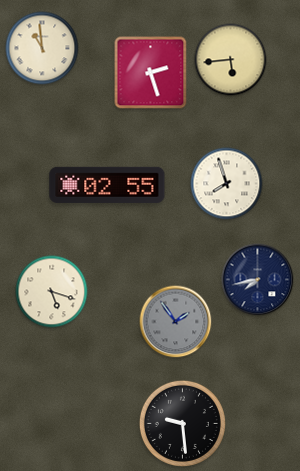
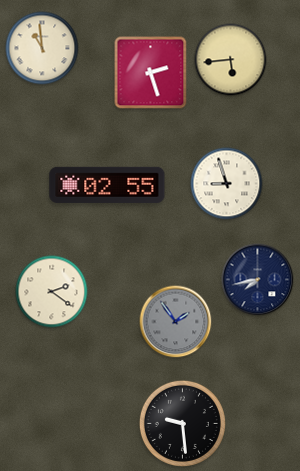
clock at (227, 184): 7:57 -> 8:57
clock at (52, 292): 5:18 -> 2:21
